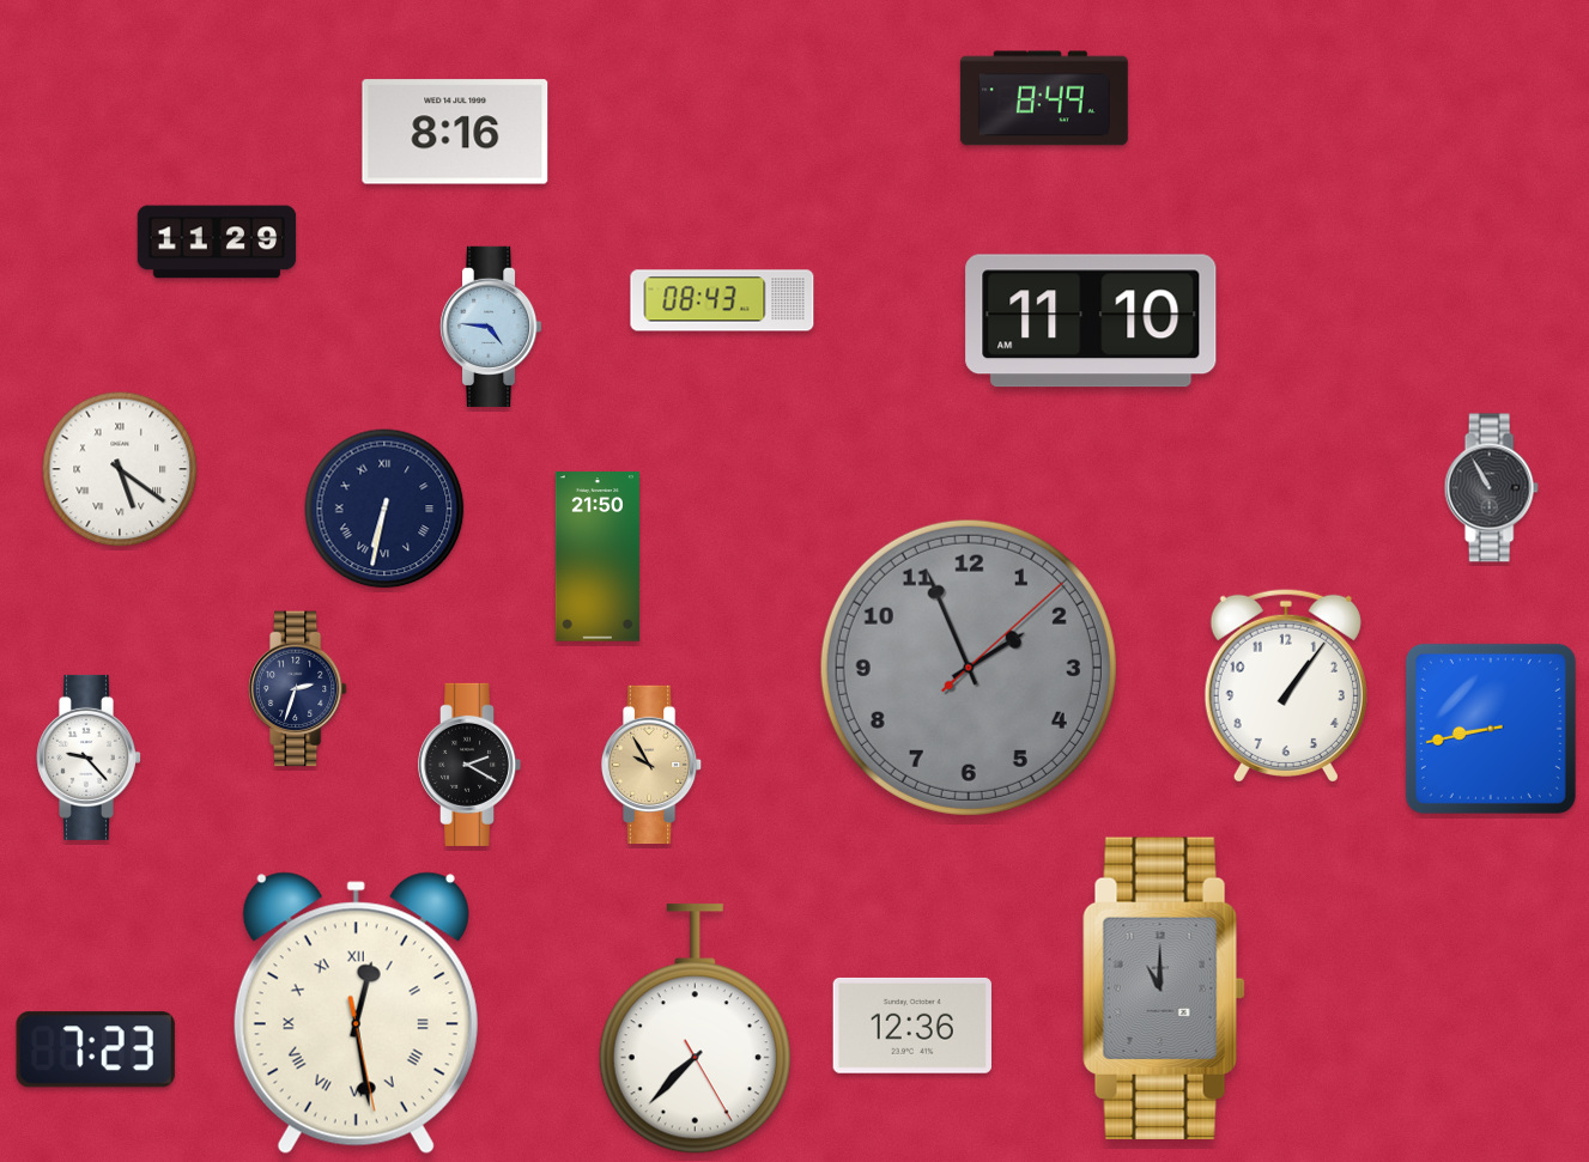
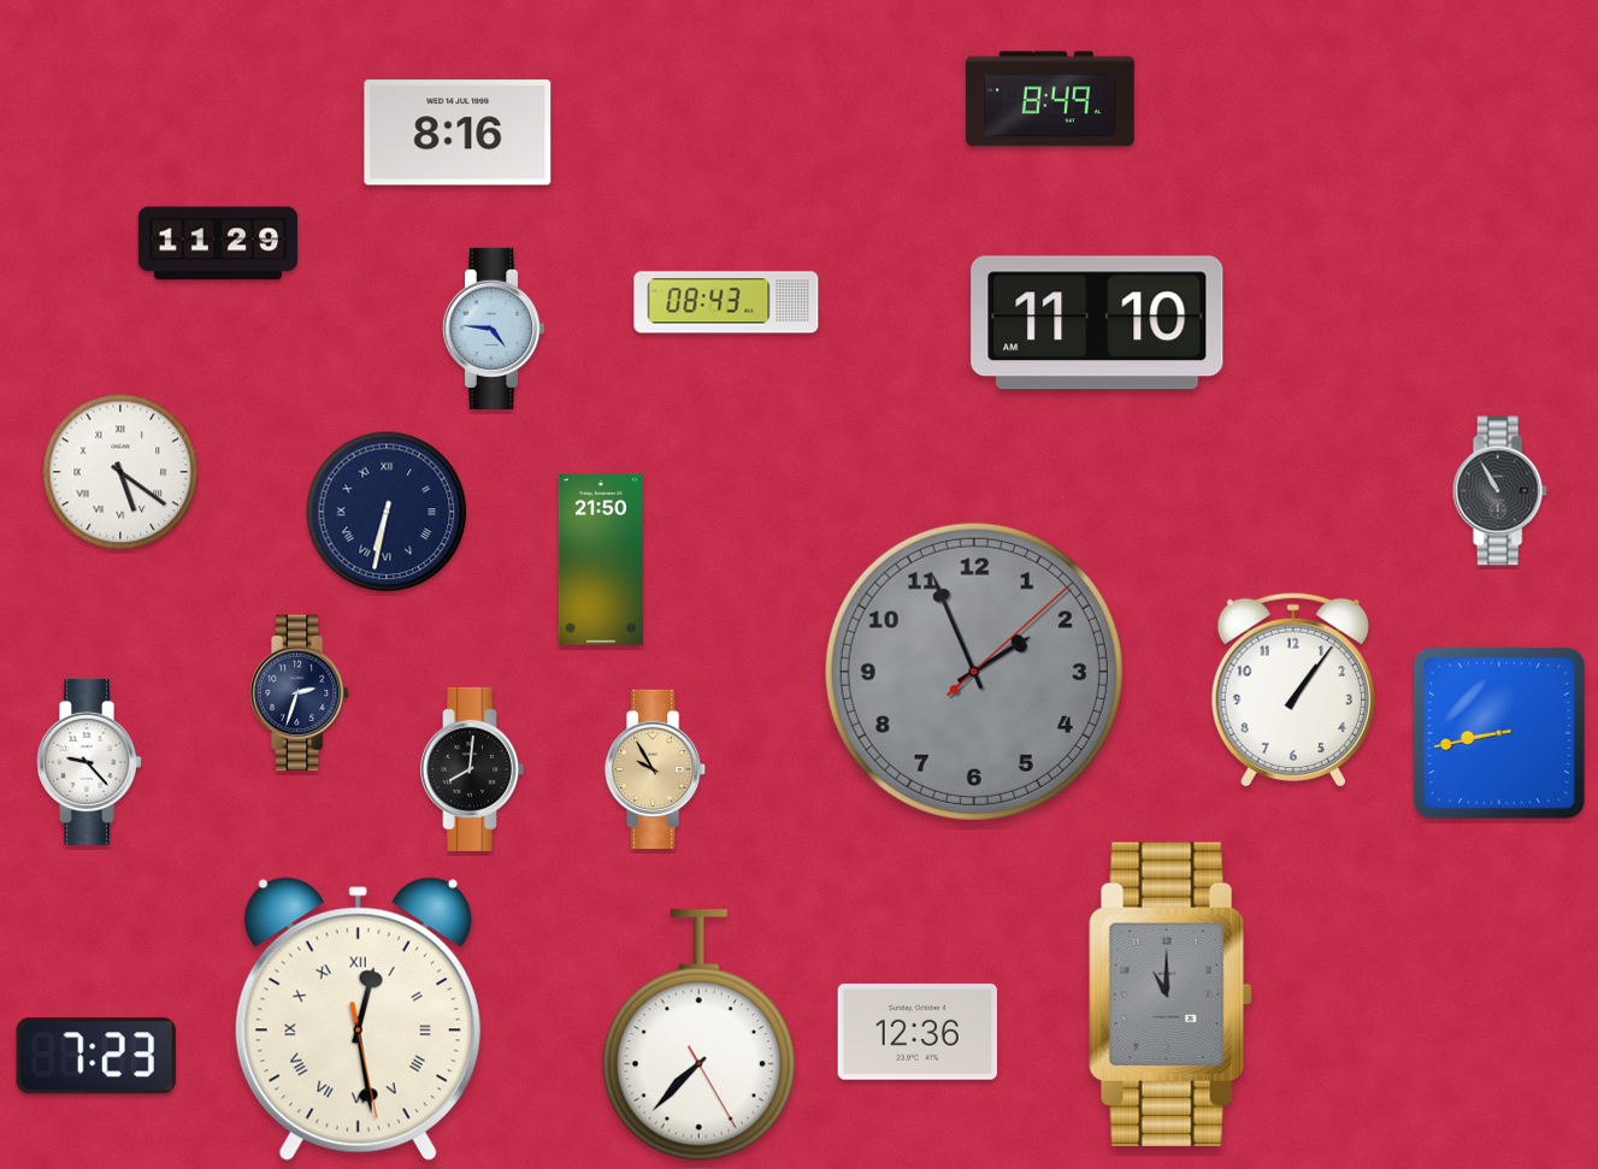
clock at (471, 765): 2:20 -> 8:01
